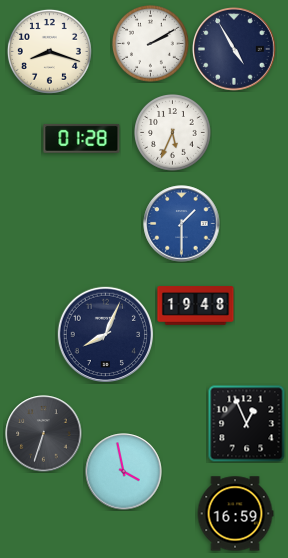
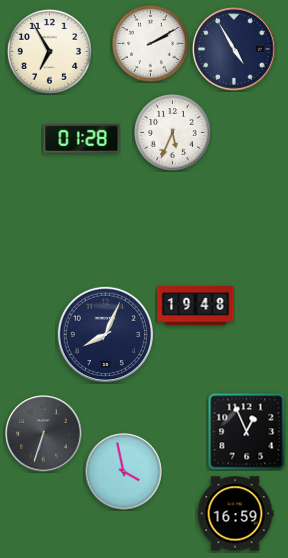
clock at (49, 51): 8:18 -> 6:55
clock at (182, 224): 1:30 -> none
clock at (246, 423) position: (246, 423) -> (246, 431)
